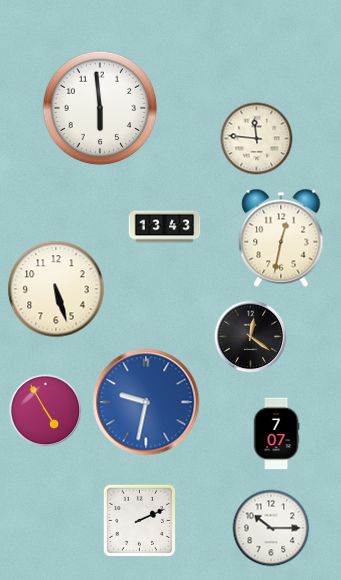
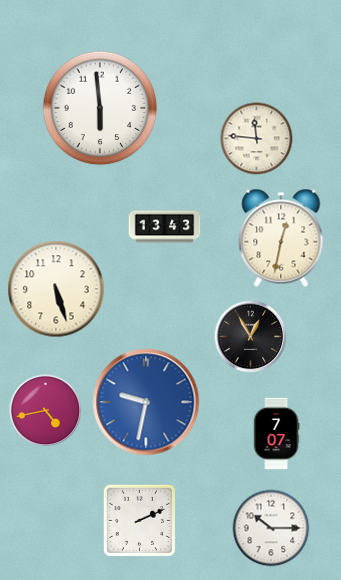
clock at (251, 337): 12:21 -> 12:55
clock at (46, 411): 4:55 -> 4:43
